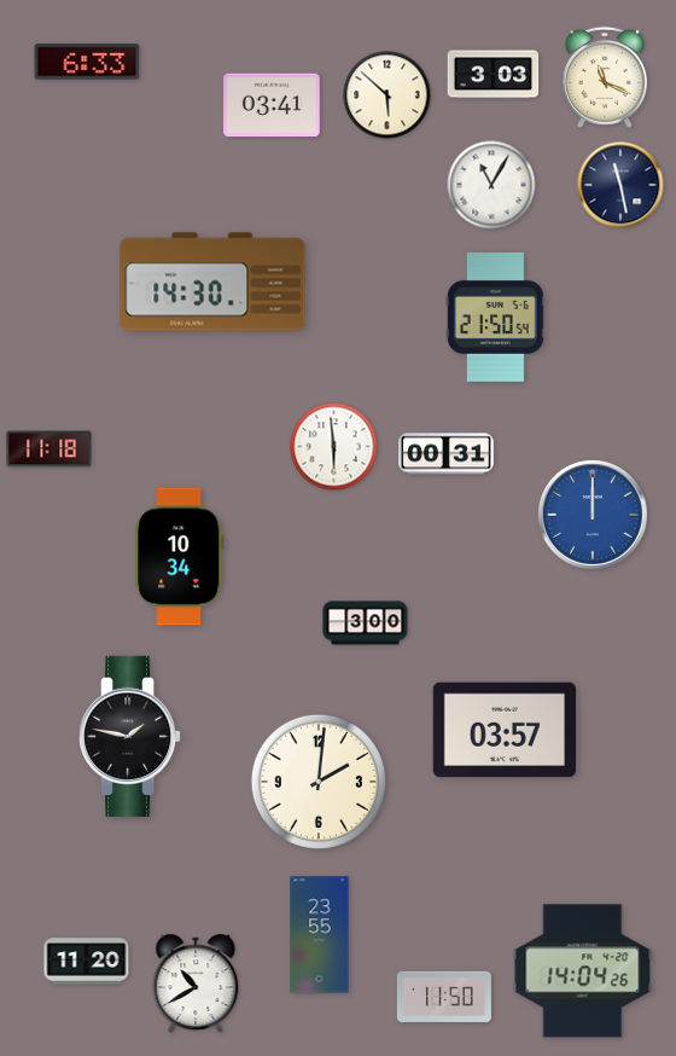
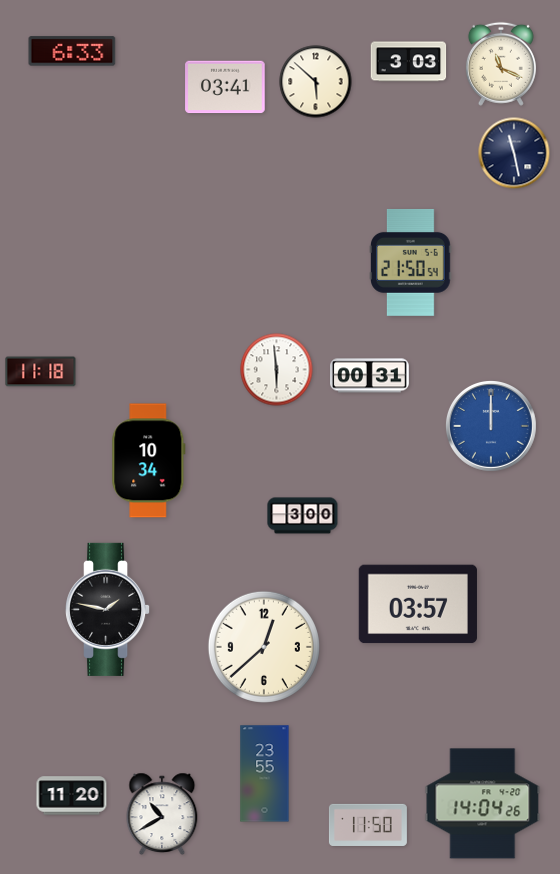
clock at (387, 95) position: (387, 95) -> (316, 82)
clock at (491, 185): 11:05 -> none
clock at (212, 282): 14:30 -> none
clock at (319, 782): 2:01 -> 12:38
